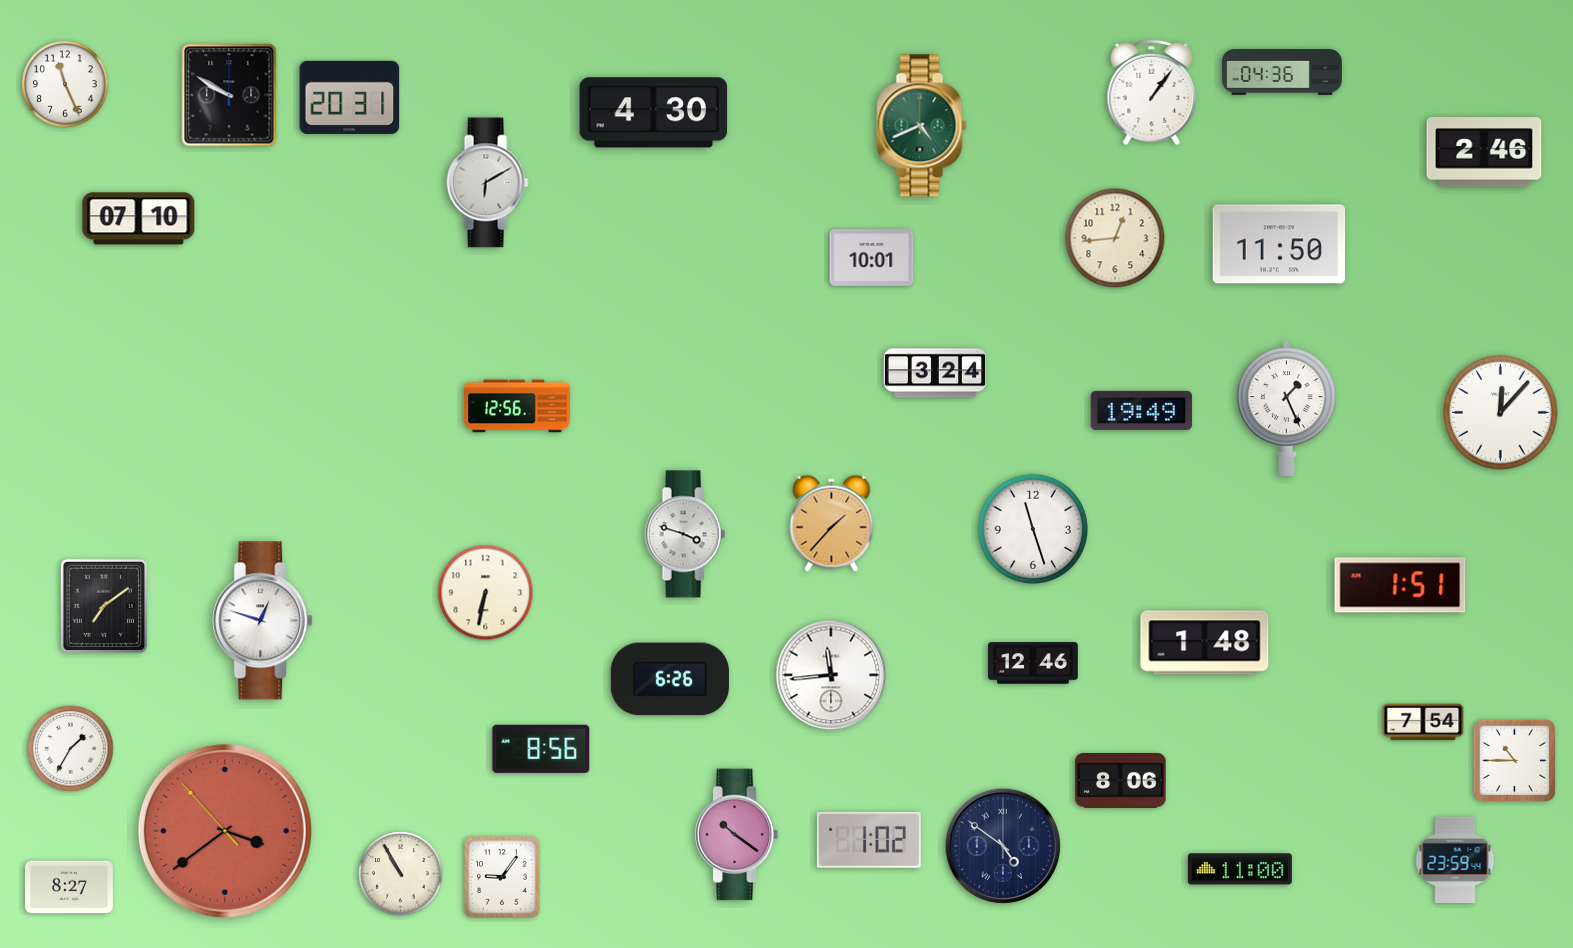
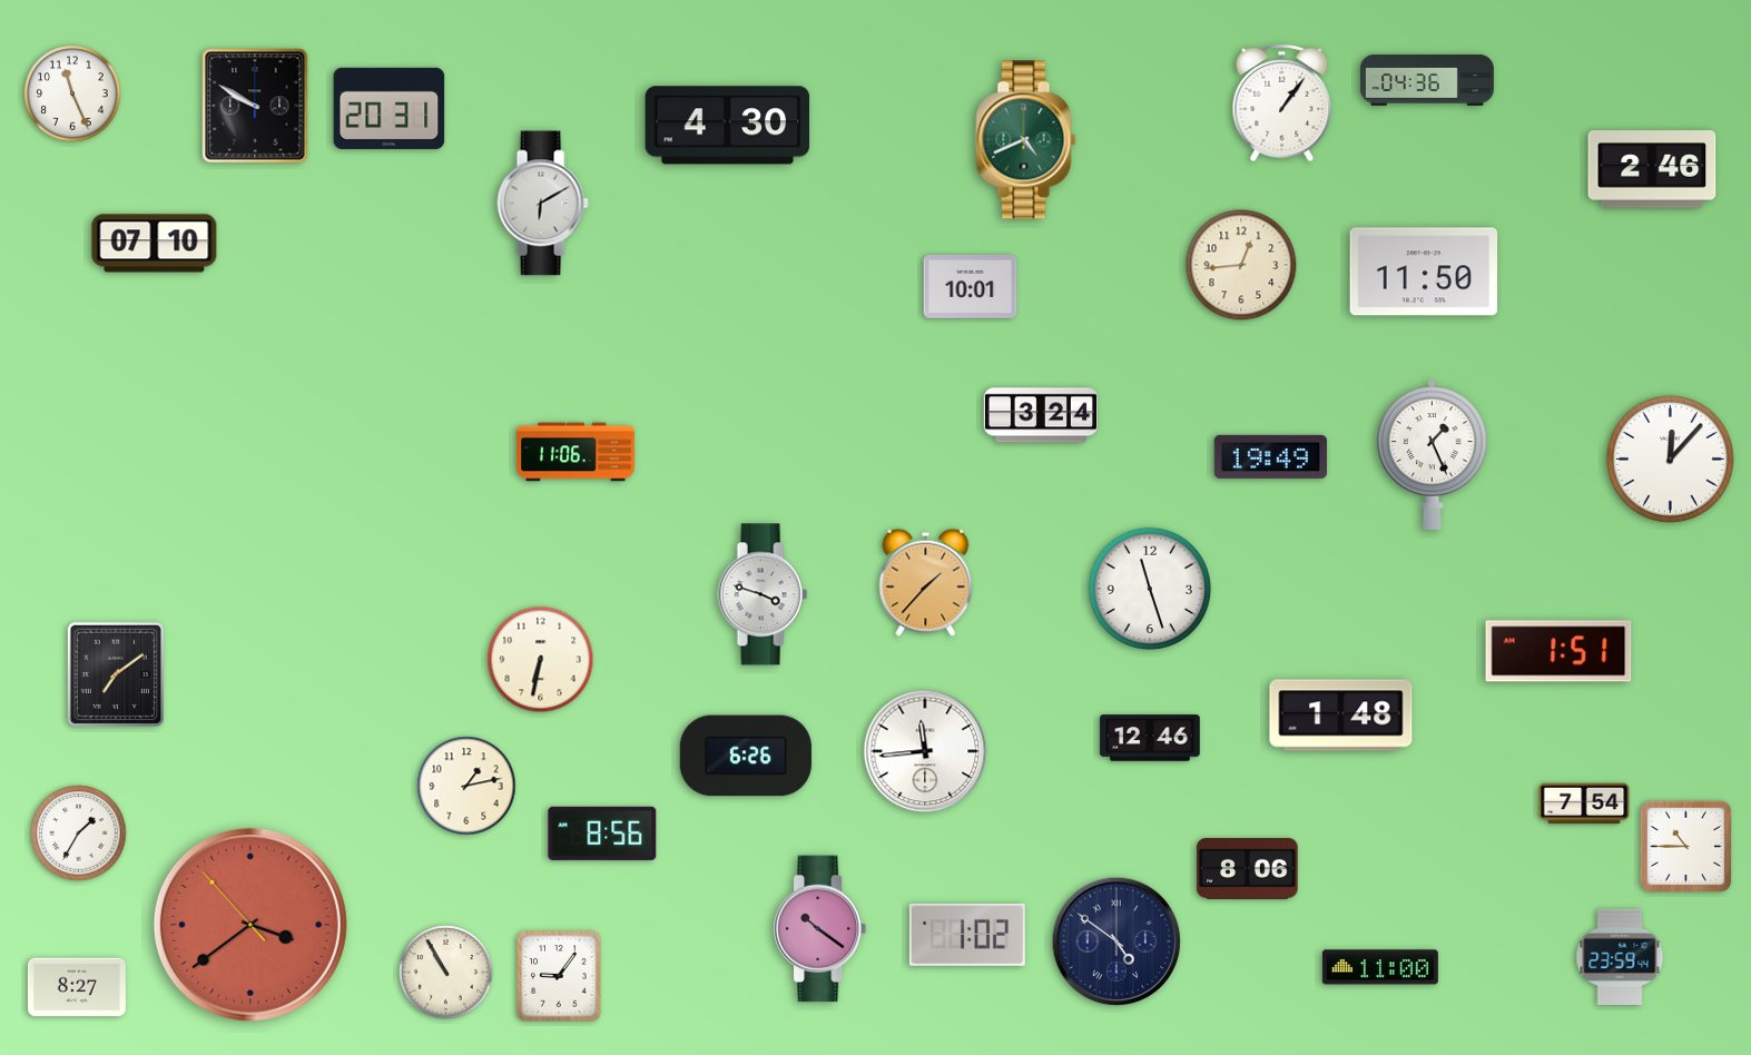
clock at (517, 406): 12:56 -> 11:06
clock at (263, 621): 12:48 -> none
clock at (466, 786): none -> 1:13
